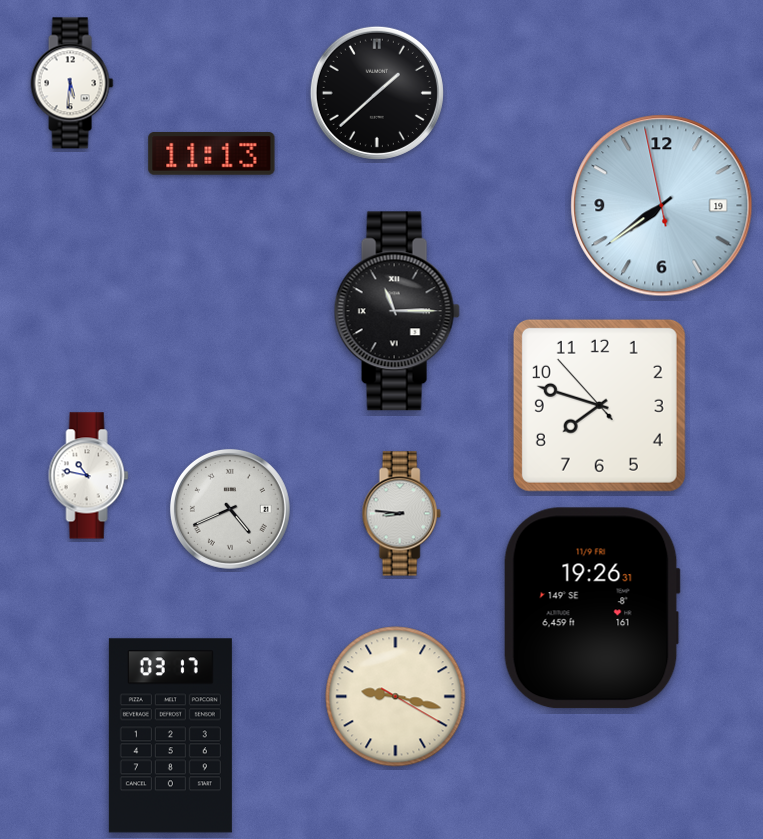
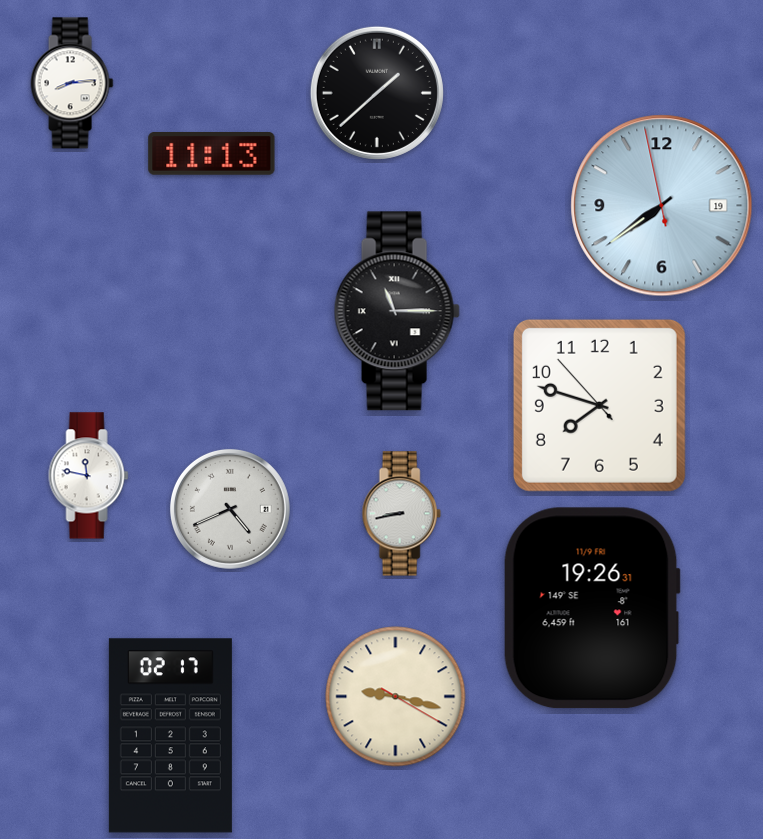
clock at (72, 83): 5:31 -> 8:14
clock at (89, 476): 10:47 -> 11:47
clock at (401, 514): 8:46 -> 8:43
clock at (170, 736): 03:17 -> 02:17
